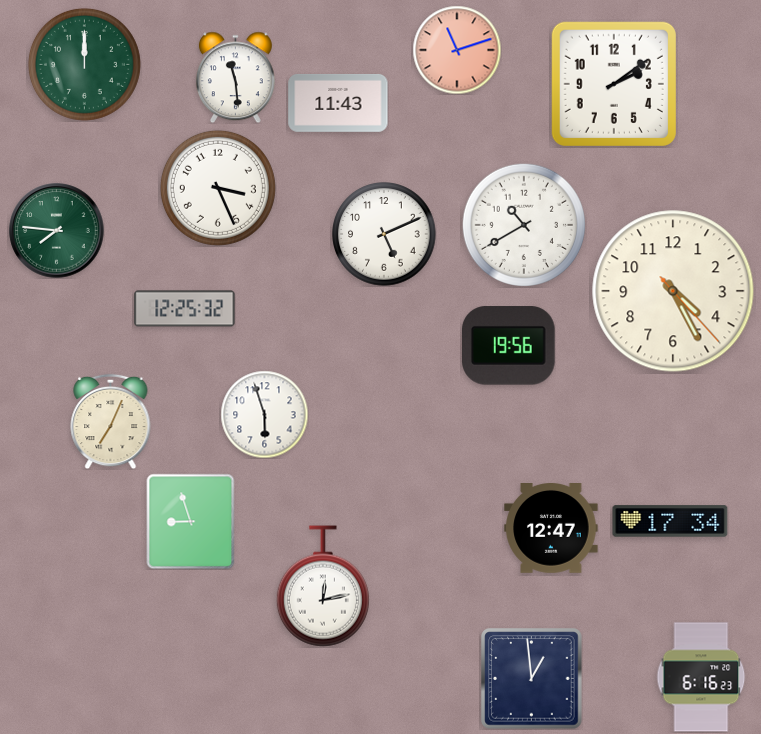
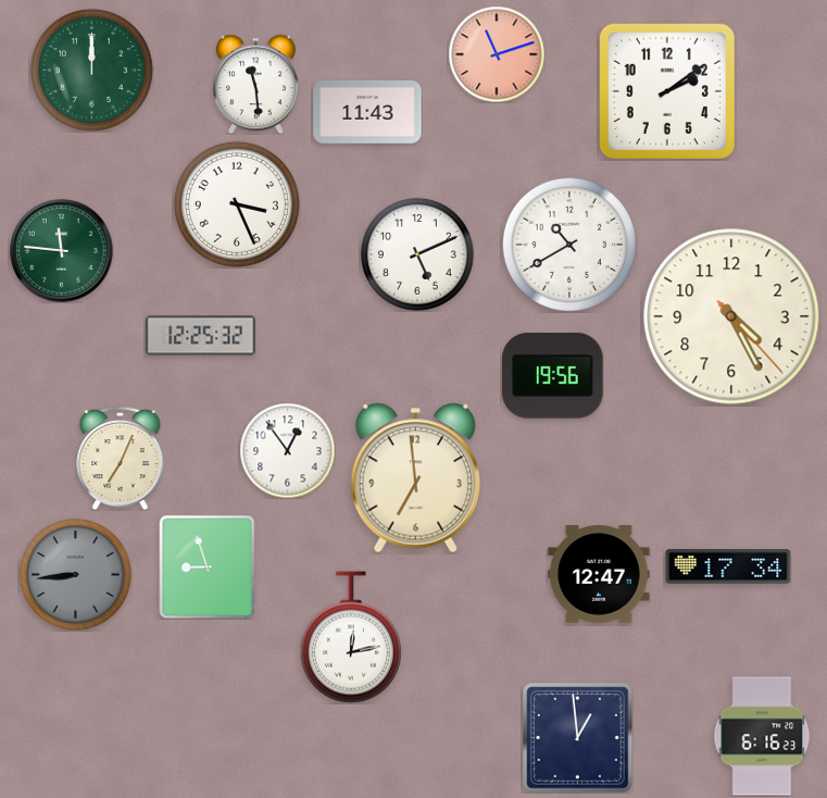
clock at (57, 231): 7:46 -> 11:46
clock at (264, 414): 5:57 -> 12:54
clock at (415, 478): none -> 6:59
clock at (76, 575): none -> 8:44
